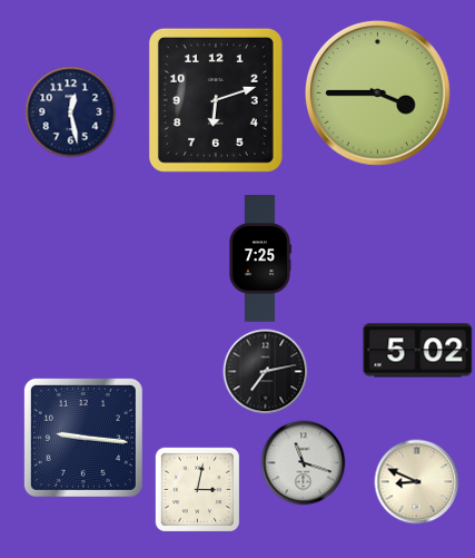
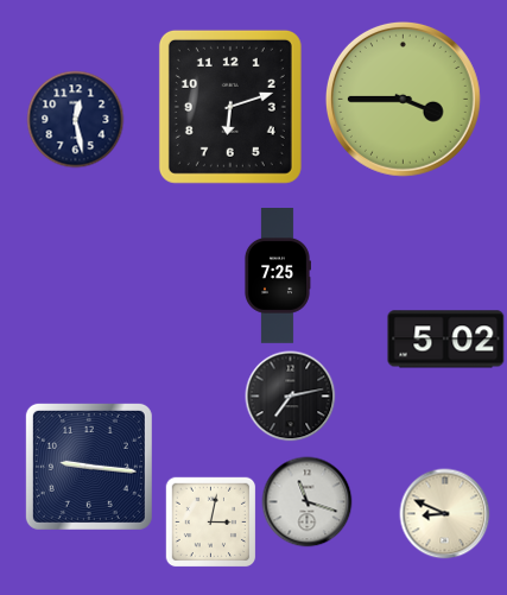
clock at (418, 351) position: (418, 351) -> (446, 340)
clock at (266, 372) position: (266, 372) -> (291, 397)
clock at (304, 463) position: (304, 463) -> (308, 502)
